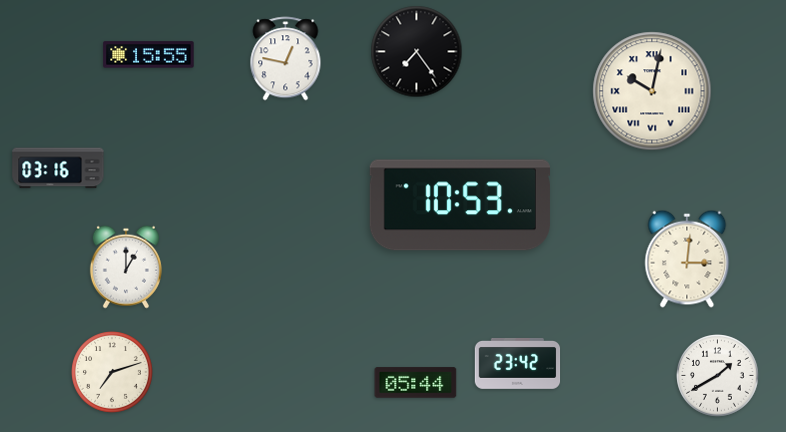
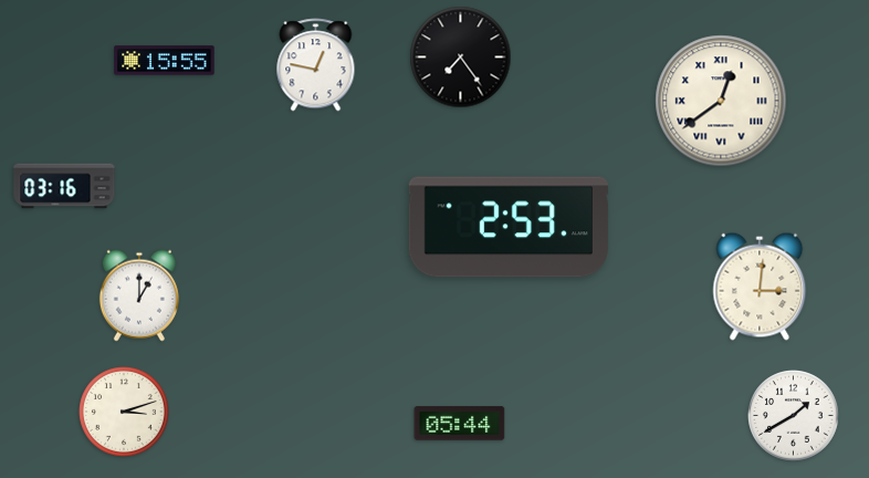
clock at (652, 91): 10:02 -> 12:39
clock at (460, 205): 10:53 -> 2:53
clock at (518, 363): 23:42 -> none
clock at (113, 373): 7:12 -> 3:12
